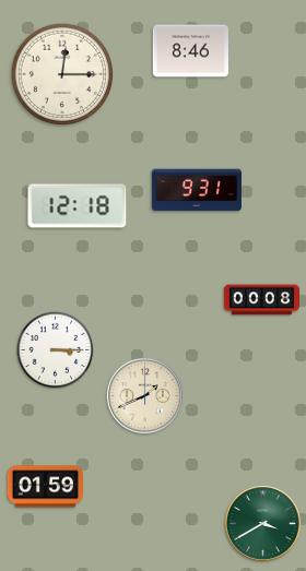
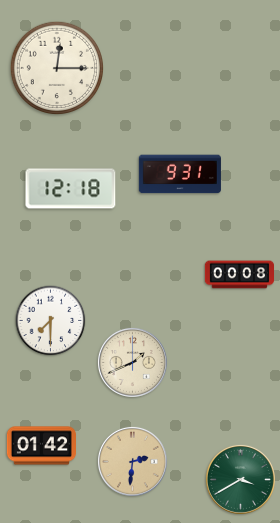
clock at (190, 51): 8:46 -> none
clock at (56, 350): 3:15 -> 7:30
clock at (45, 487): 01:59 -> 01:42
clock at (132, 461): none -> 2:31
